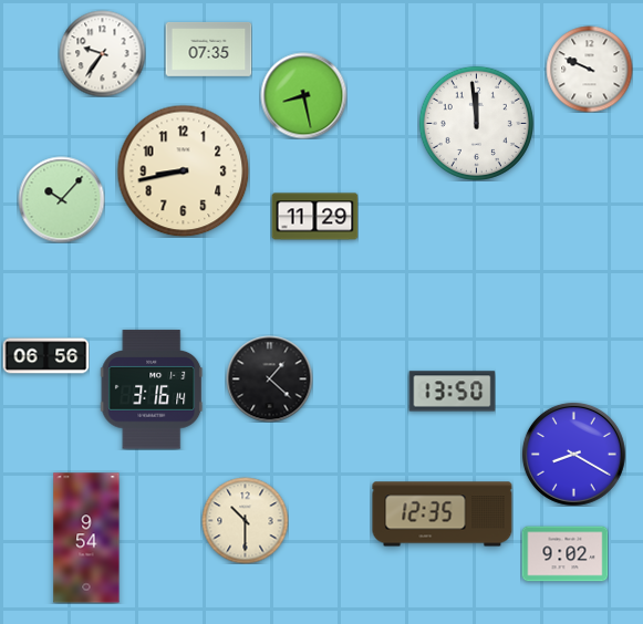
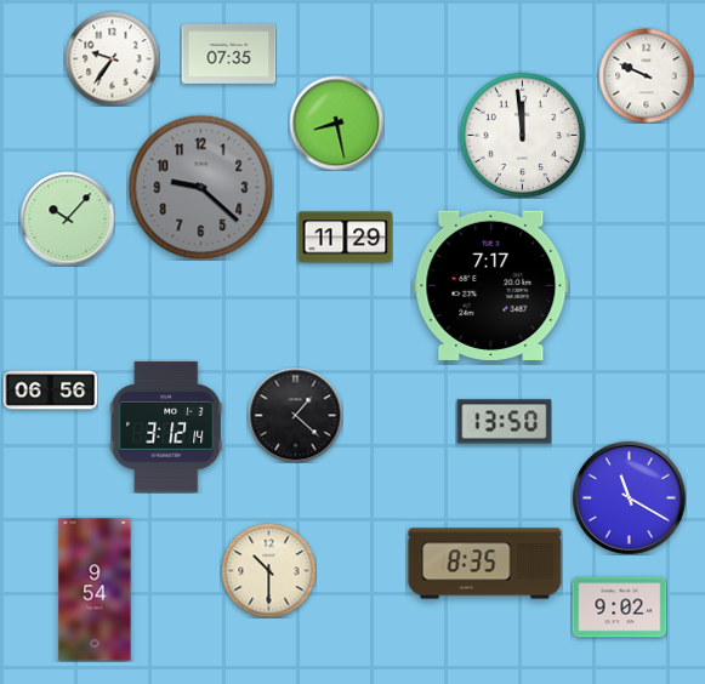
clock at (303, 95) position: (303, 95) -> (336, 122)
clock at (183, 170): 8:43 -> 9:22
clock at (183, 170) dial: cream -> grey
clock at (491, 285): none -> 7:17
clock at (152, 389): 3:16 -> 3:12
clock at (452, 392) position: (452, 392) -> (504, 422)
clock at (573, 454): 8:20 -> 11:20
clock at (443, 514): 12:35 -> 8:35
